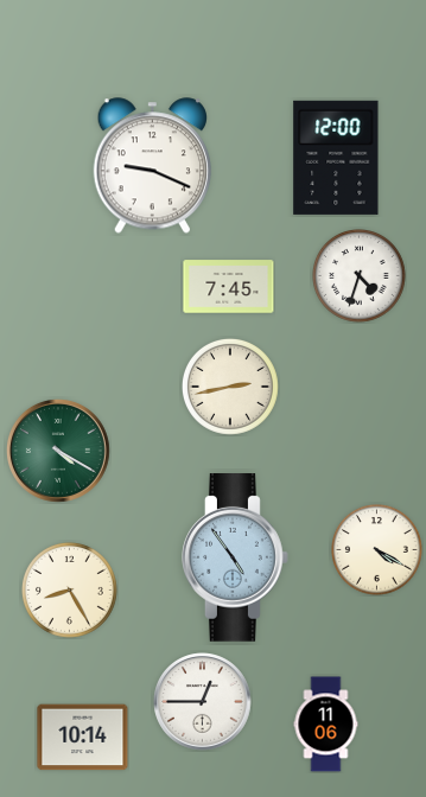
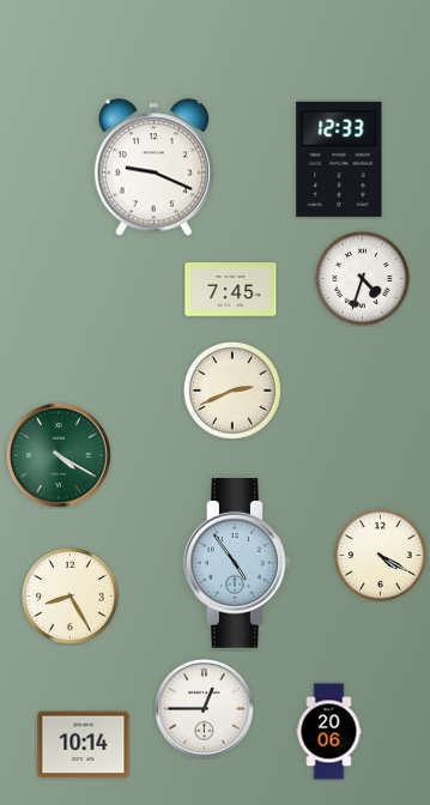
clock at (336, 158): 12:00 -> 12:33
clock at (230, 387): 2:43 -> 2:41
clock at (326, 725): 11:06 -> 20:06
